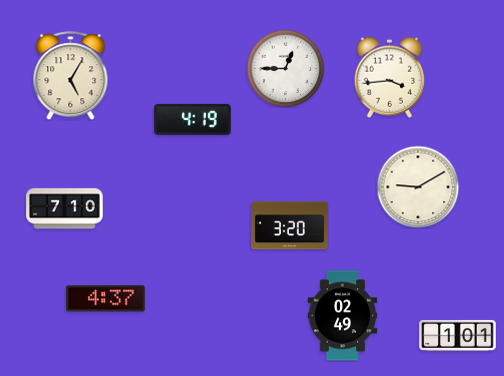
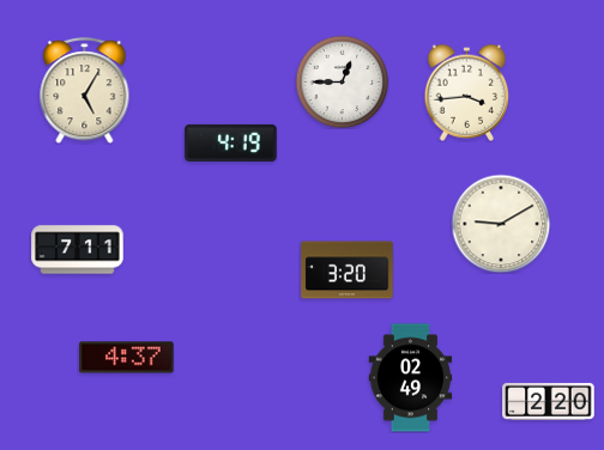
clock at (65, 209): 7:10 -> 7:11
clock at (458, 335): 1:01 -> 2:20
